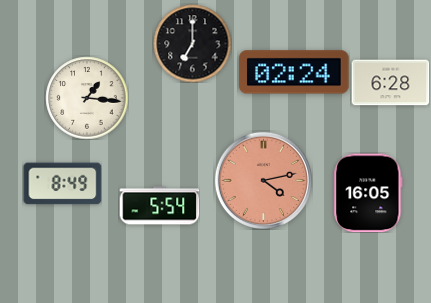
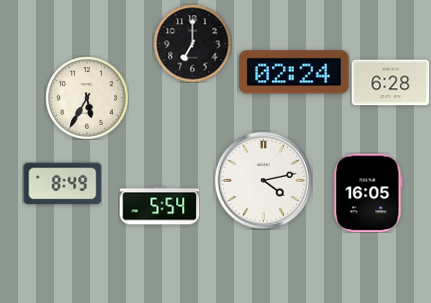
clock at (87, 98): 1:16 -> 5:35
clock at (263, 180) dial: salmon -> white
